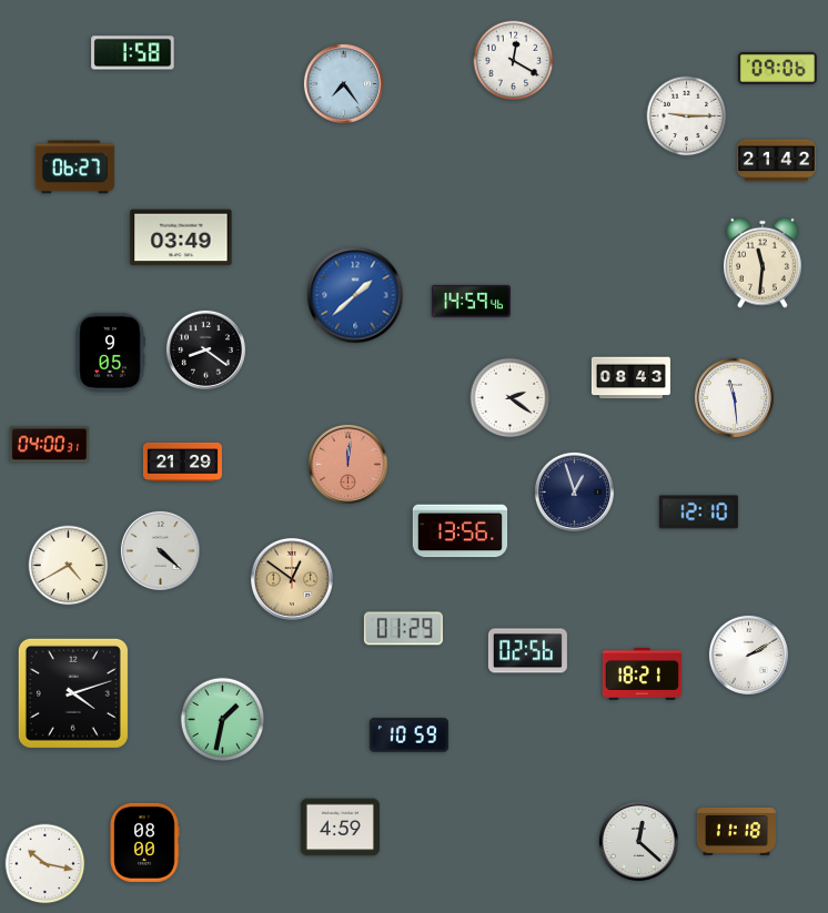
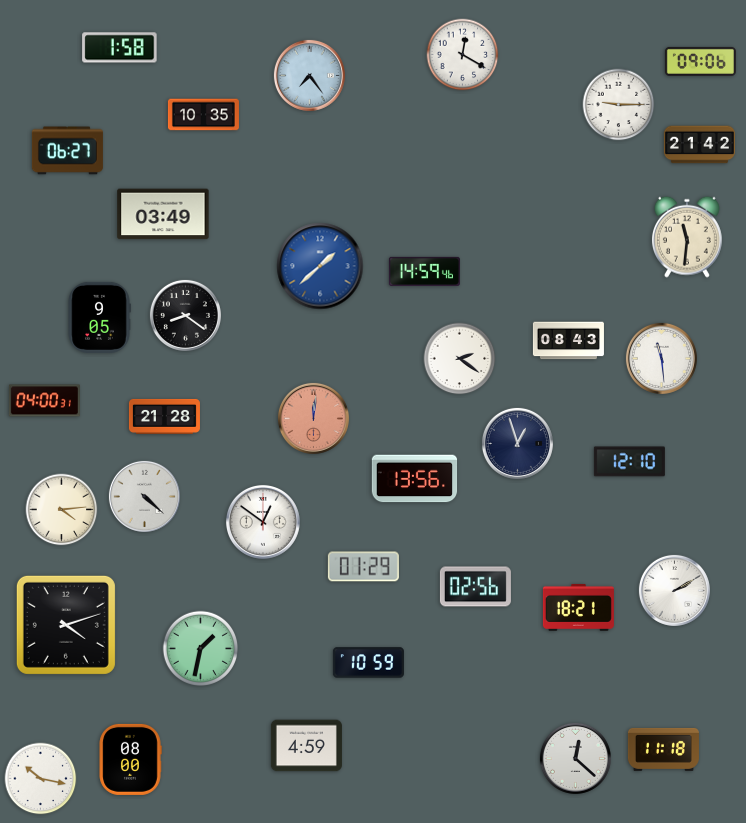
clock at (203, 115): none -> 10:35
clock at (182, 461): 21:29 -> 21:28
clock at (69, 566): 4:40 -> 4:14
clock at (292, 579) dial: champagne -> white
